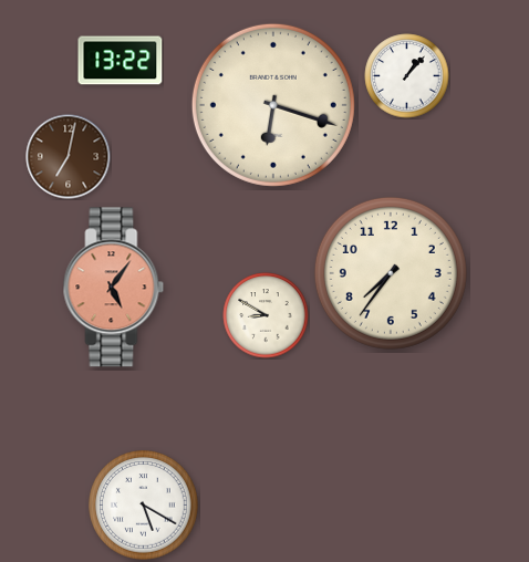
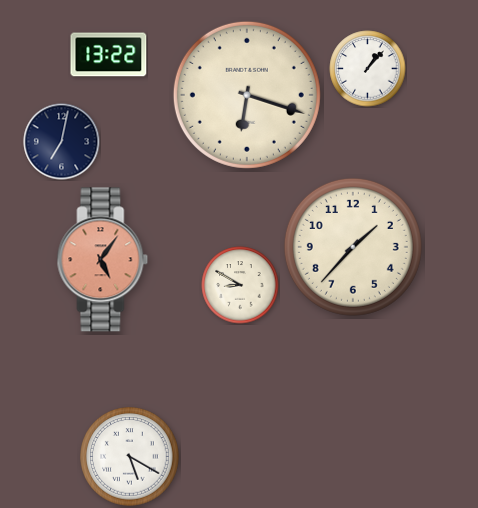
clock at (69, 157) dial: brown -> navy
clock at (391, 273): 7:36 -> 1:37
